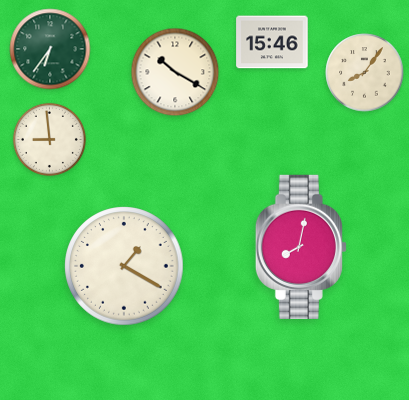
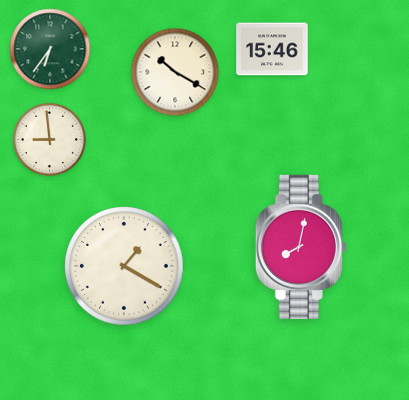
clock at (272, 42) position: (272, 42) -> (272, 49)
clock at (365, 73): 8:06 -> none
